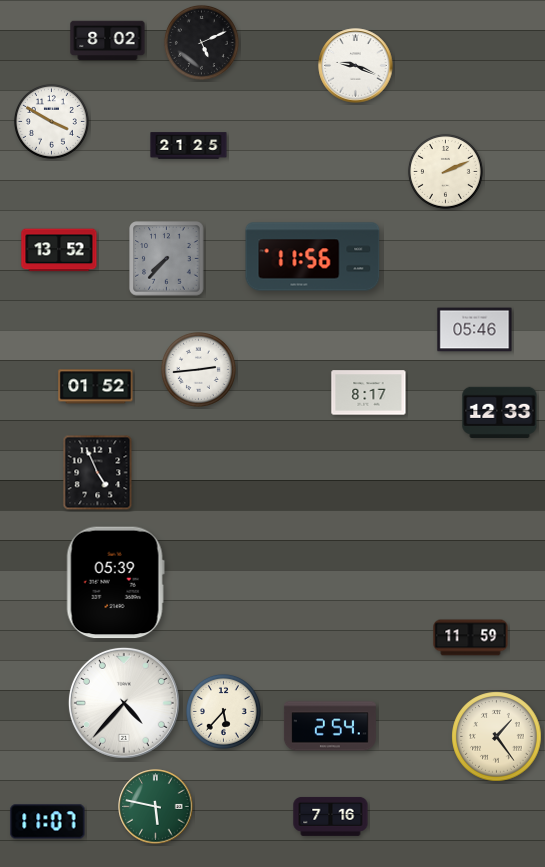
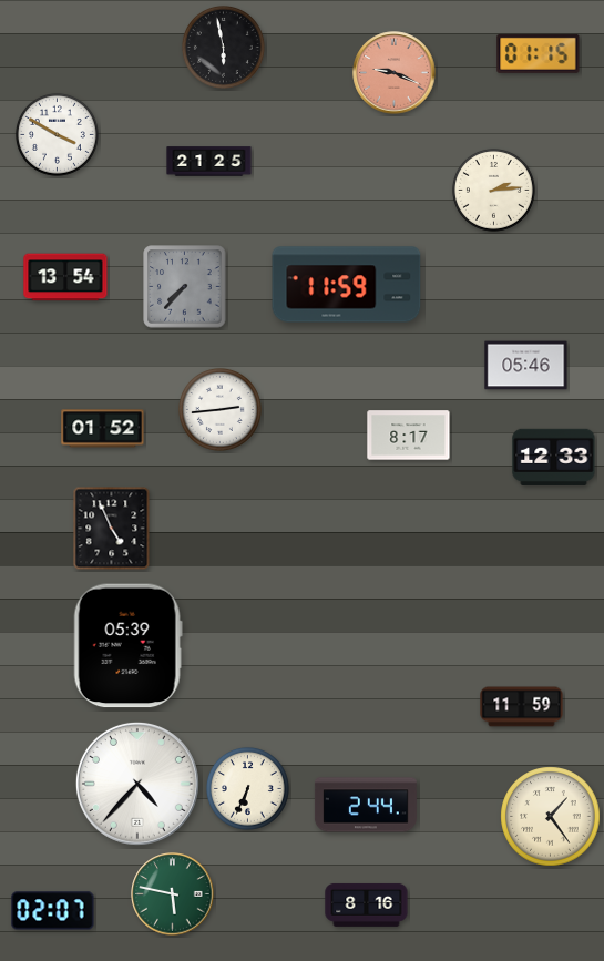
clock at (108, 41): 8:02 -> none
clock at (201, 42): 5:11 -> 5:58
clock at (539, 53): none -> 01:15
clock at (356, 66) dial: white -> salmon
clock at (445, 171): 2:11 -> 2:14
clock at (59, 250): 13:52 -> 13:54
clock at (313, 257): 11:56 -> 11:59
clock at (96, 387) position: (96, 387) -> (103, 429)
clock at (98, 473) position: (98, 473) -> (112, 529)
clock at (124, 703) position: (124, 703) -> (137, 784)
clock at (223, 711): 5:37 -> 6:34
clock at (330, 726): 2:54 -> 2:44
clock at (331, 816): 7:16 -> 8:16
clock at (48, 822): 11:07 -> 02:07
